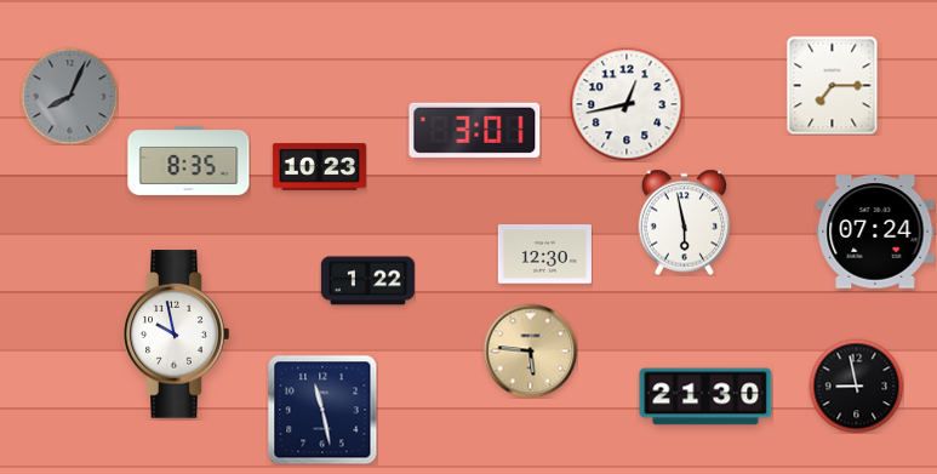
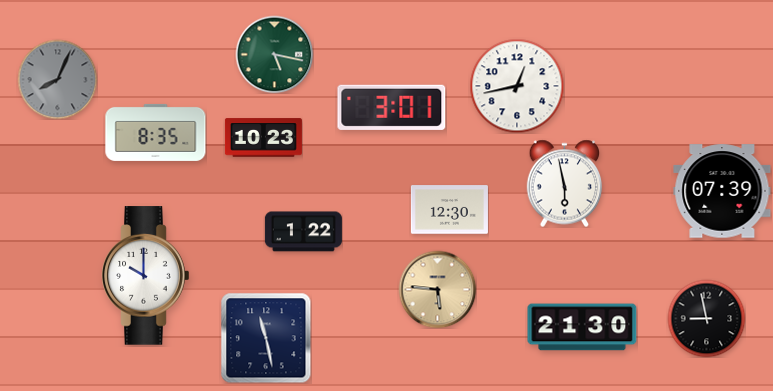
clock at (274, 54): none -> 5:17
clock at (833, 85): 7:15 -> none
clock at (875, 232): 07:24 -> 07:39
clock at (177, 335): 9:58 -> 10:00
